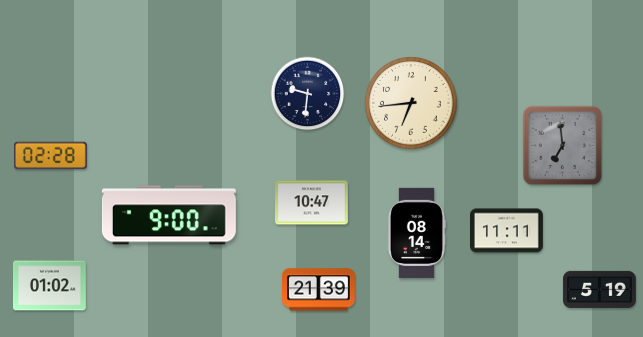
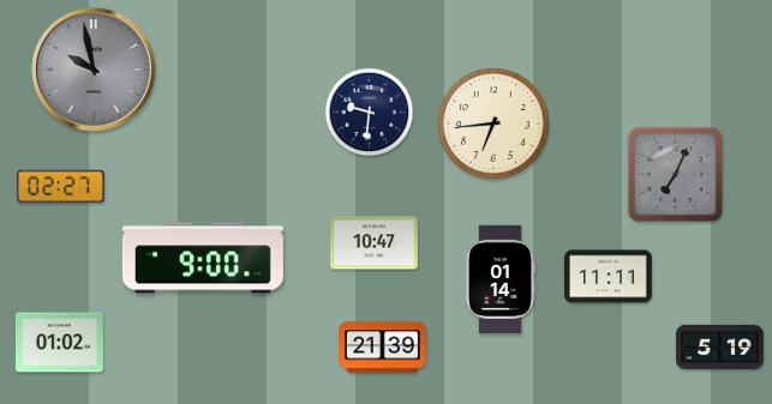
clock at (94, 70): none -> 9:58
clock at (563, 146): 6:59 -> 7:04
clock at (50, 156): 02:28 -> 02:27
clock at (416, 232): 08:14 -> 01:14
